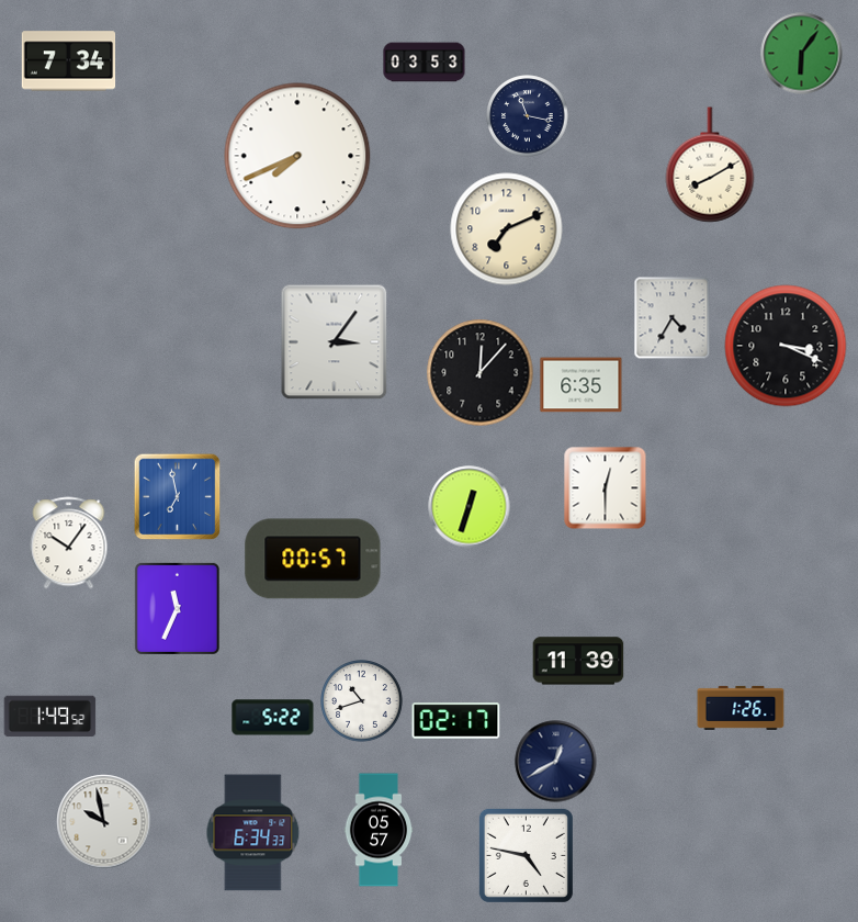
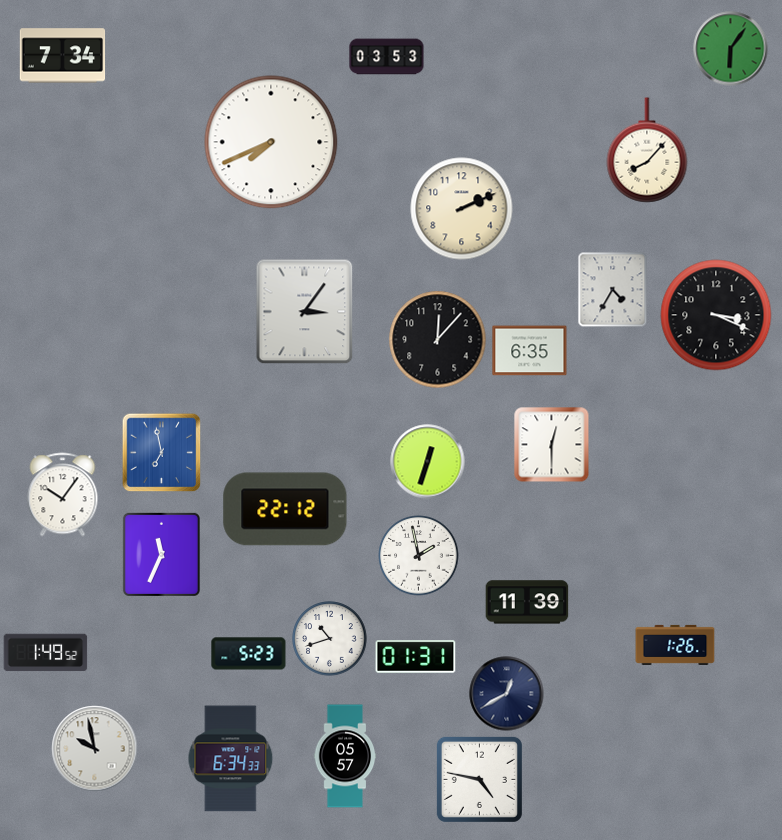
clock at (528, 116): 11:17 -> none
clock at (710, 165): 8:10 -> 8:07
clock at (507, 229): 7:11 -> 2:11
clock at (313, 559): 00:57 -> 22:12
clock at (419, 556): none -> 1:58
clock at (273, 718): 5:22 -> 5:23
clock at (456, 721): 02:17 -> 01:31
